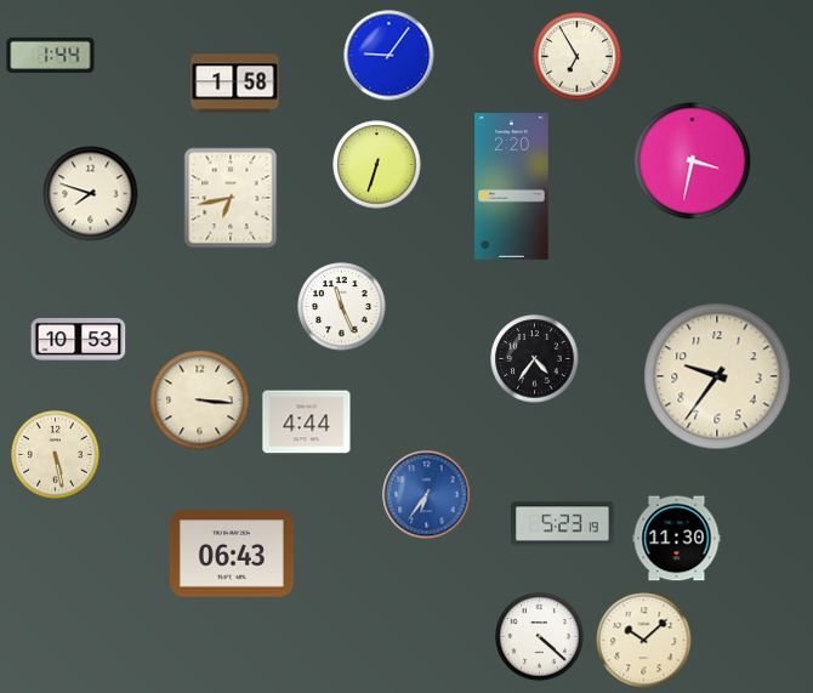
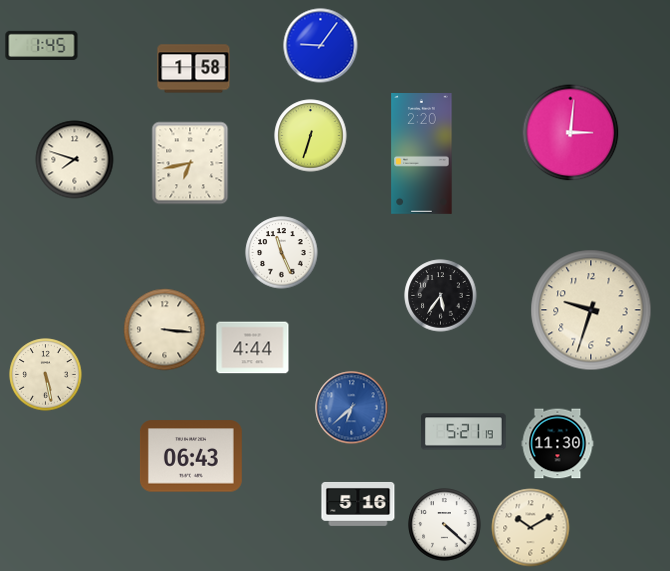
clock at (51, 55): 1:44 -> 1:45
clock at (578, 57): 6:55 -> none
clock at (693, 161): 3:32 -> 3:01
clock at (79, 340): 10:53 -> none
clock at (535, 359): 4:36 -> 5:36
clock at (717, 376): 9:36 -> 9:33
clock at (427, 495): 6:36 -> 6:38
clock at (563, 524): 5:23 -> 5:21
clock at (358, 504): none -> 5:16
clock at (644, 641): 10:08 -> 10:10
